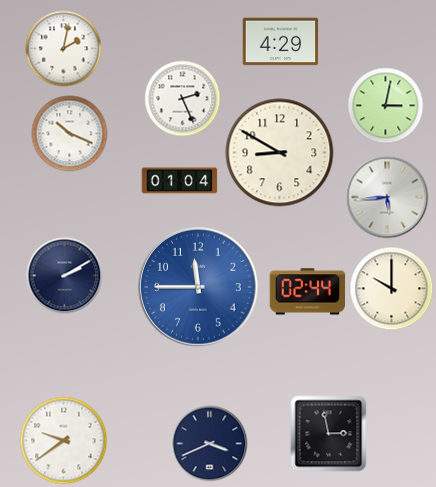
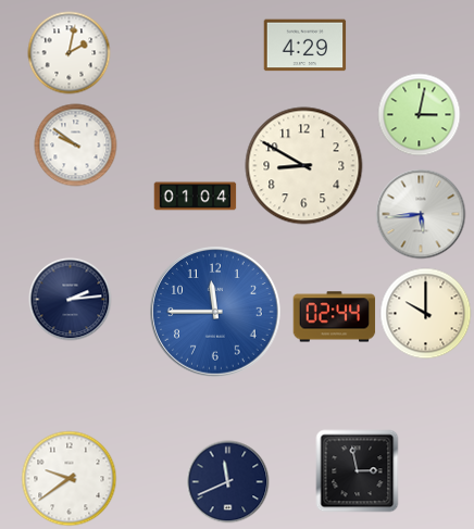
clock at (183, 99): 2:26 -> none
clock at (70, 134): 10:19 -> 9:51
clock at (65, 276): 2:10 -> 2:14
clock at (210, 444): 3:41 -> 11:41
